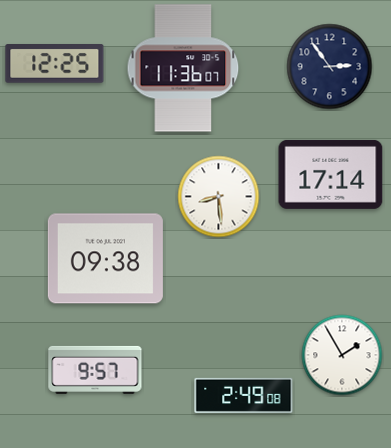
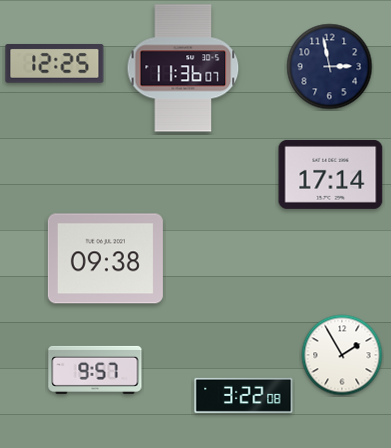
clock at (330, 67): 2:54 -> 2:58
clock at (219, 197): 8:29 -> none
clock at (244, 395): 2:49 -> 3:22
